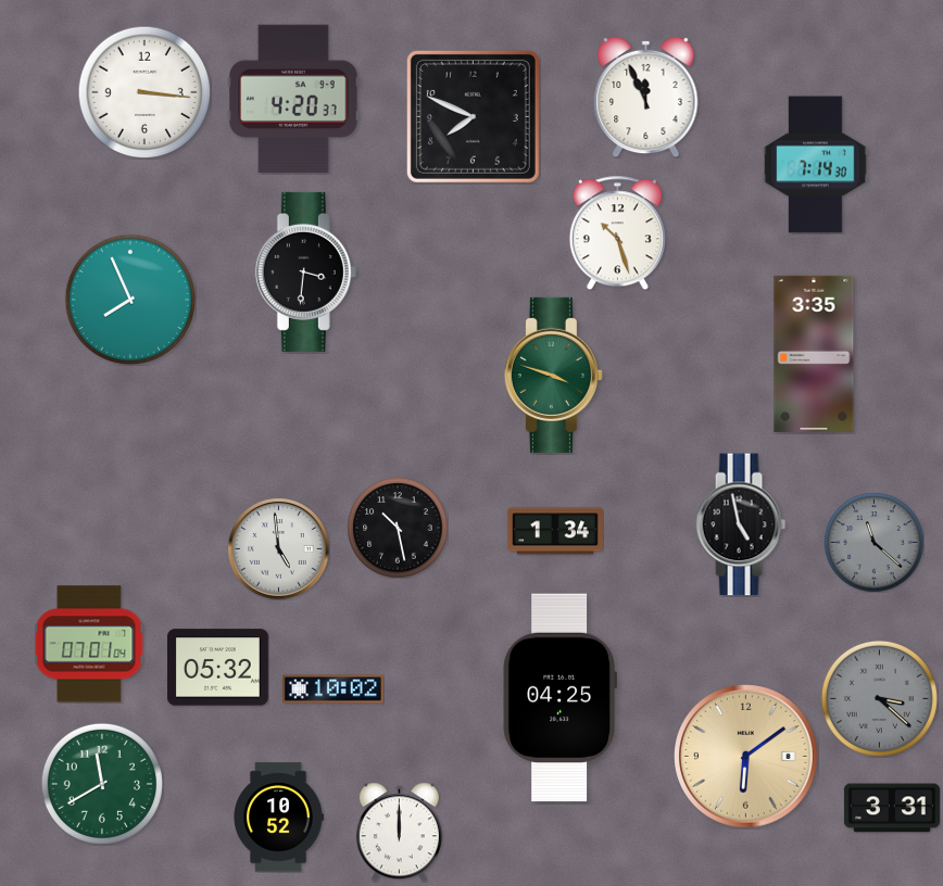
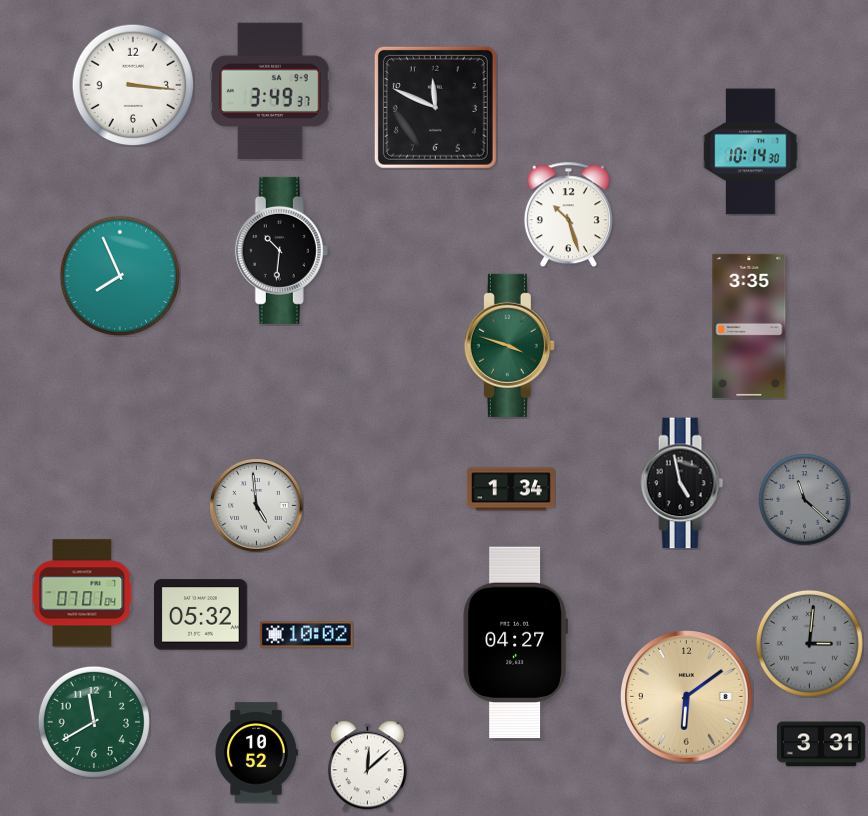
clock at (646, 97): 11:56 -> none
clock at (293, 99): 4:20 -> 3:49
clock at (473, 116): 7:49 -> 11:49
clock at (816, 165): 7:14 -> 10:14
clock at (305, 271): 3:31 -> 10:31
clock at (398, 528): 10:28 -> none
clock at (559, 698): 04:25 -> 04:27
clock at (879, 698): 3:22 -> 3:01
clock at (399, 832): 12:00 -> 12:08
